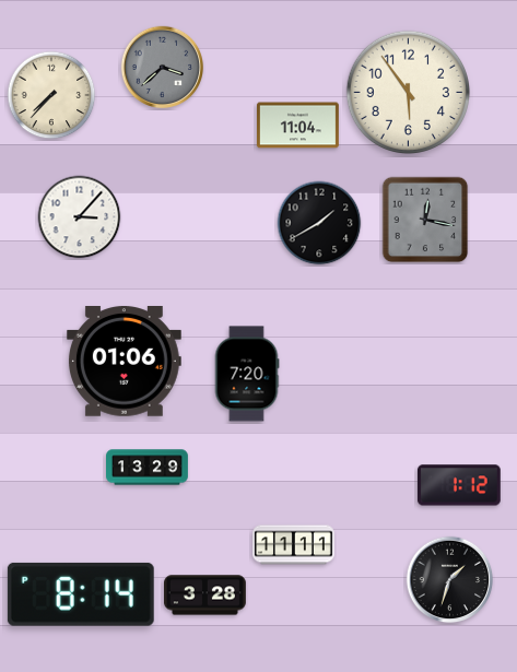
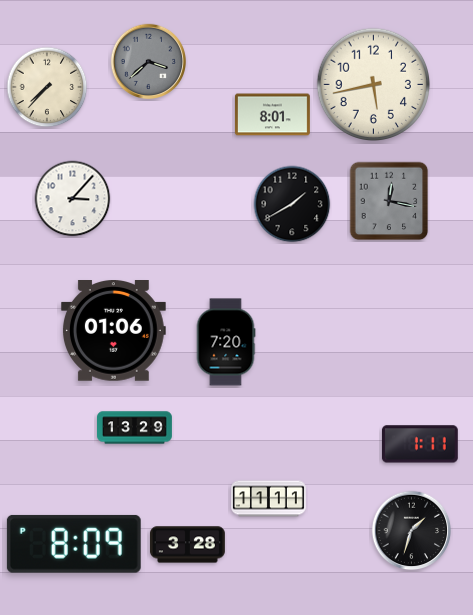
clock at (409, 93): 5:54 -> 5:43
clock at (297, 126): 11:04 -> 8:01
clock at (459, 485): 1:12 -> 1:11
clock at (81, 594): 8:14 -> 8:09
